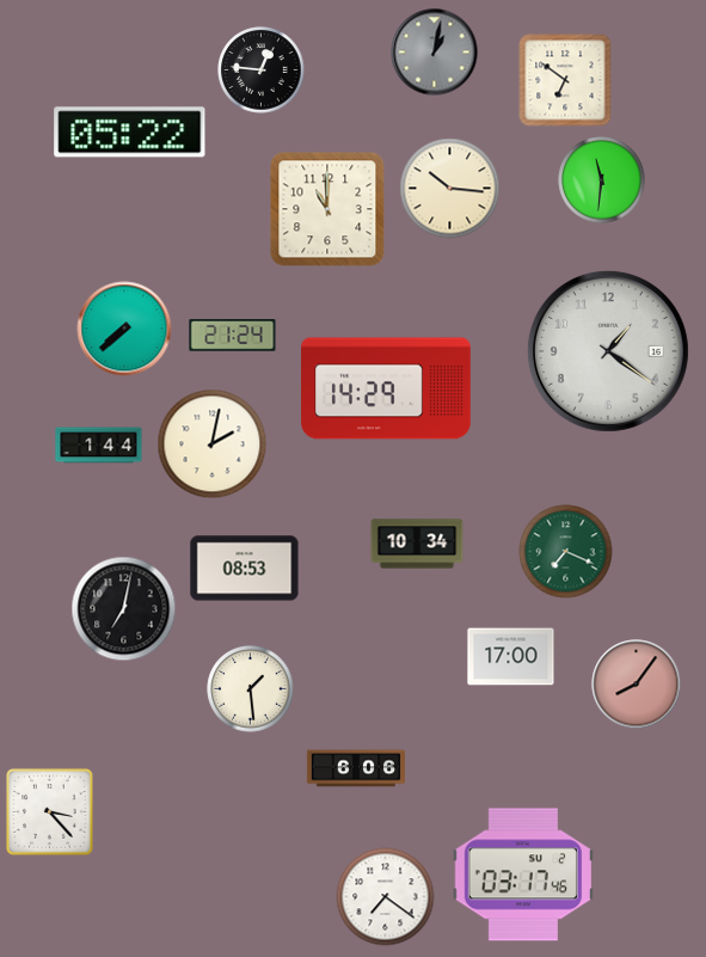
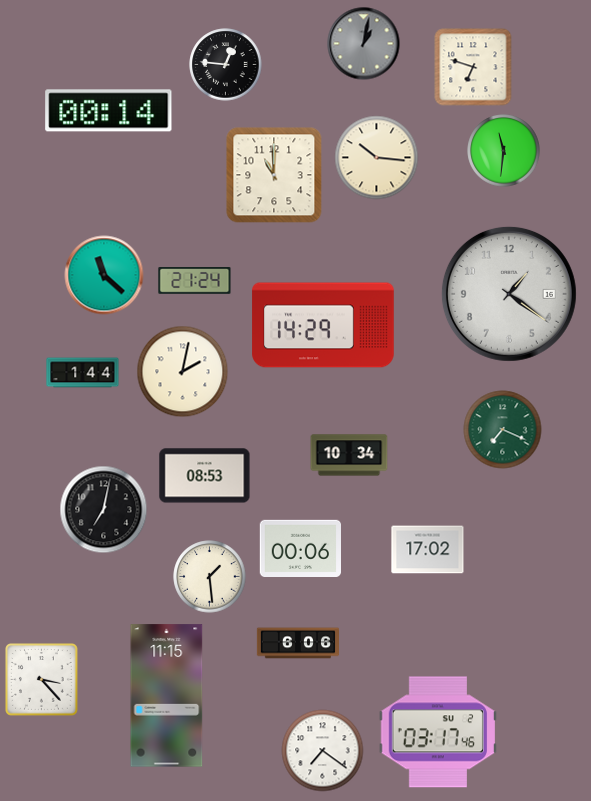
clock at (262, 70) position: (262, 70) -> (226, 65)
clock at (565, 80): 6:51 -> 6:48
clock at (130, 133): 05:22 -> 00:14
clock at (124, 329): 7:38 -> 11:22
clock at (213, 444) position: (213, 444) -> (183, 372)
clock at (566, 552) position: (566, 552) -> (503, 430)
clock at (300, 548): none -> 00:06
clock at (511, 657): 17:00 -> 17:02
clock at (637, 685): 8:06 -> none
clock at (167, 696): none -> 11:15
